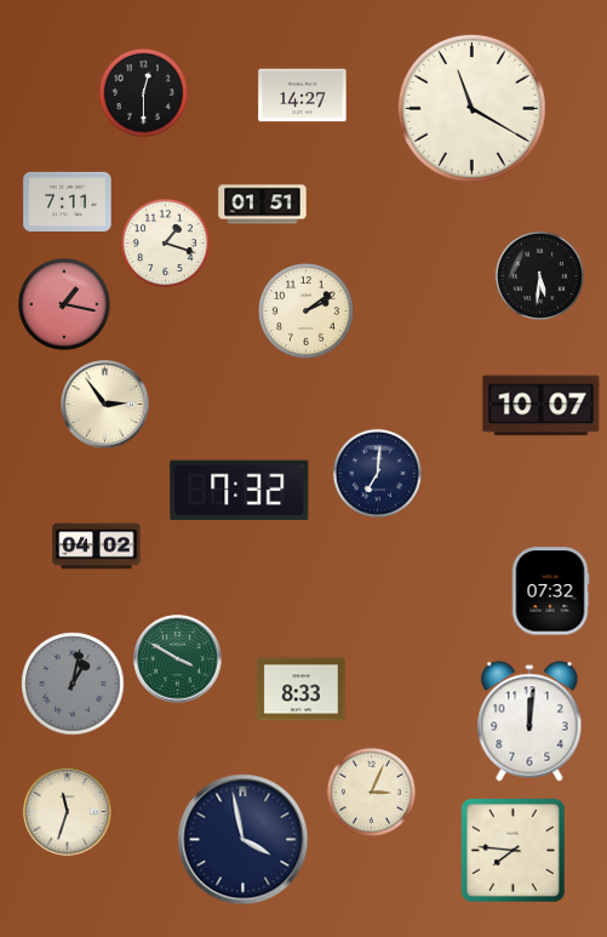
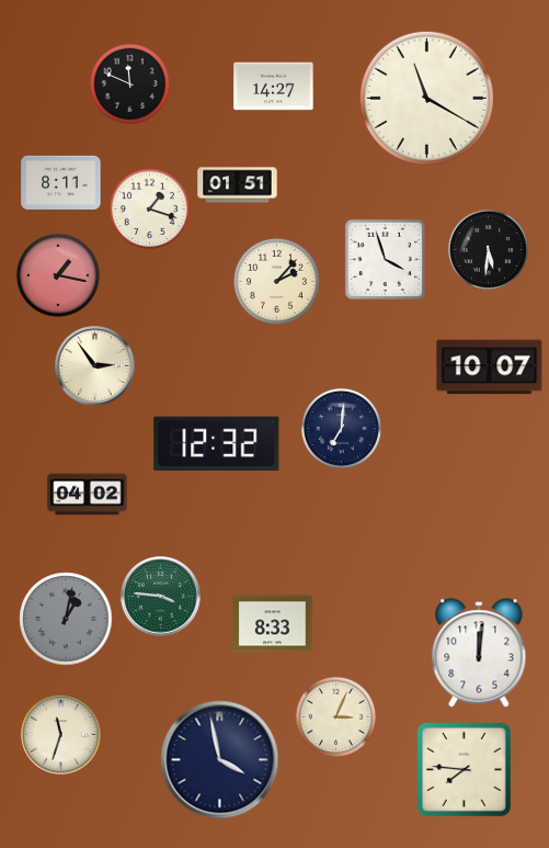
clock at (143, 92): 12:30 -> 11:49
clock at (68, 201): 7:11 -> 8:11
clock at (165, 242) position: (165, 242) -> (149, 208)
clock at (385, 259): none -> 3:57
clock at (307, 312): 2:09 -> 2:07
clock at (240, 490): 7:32 -> 12:32
clock at (550, 592): 07:32 -> none
clock at (178, 659): 3:50 -> 3:46
